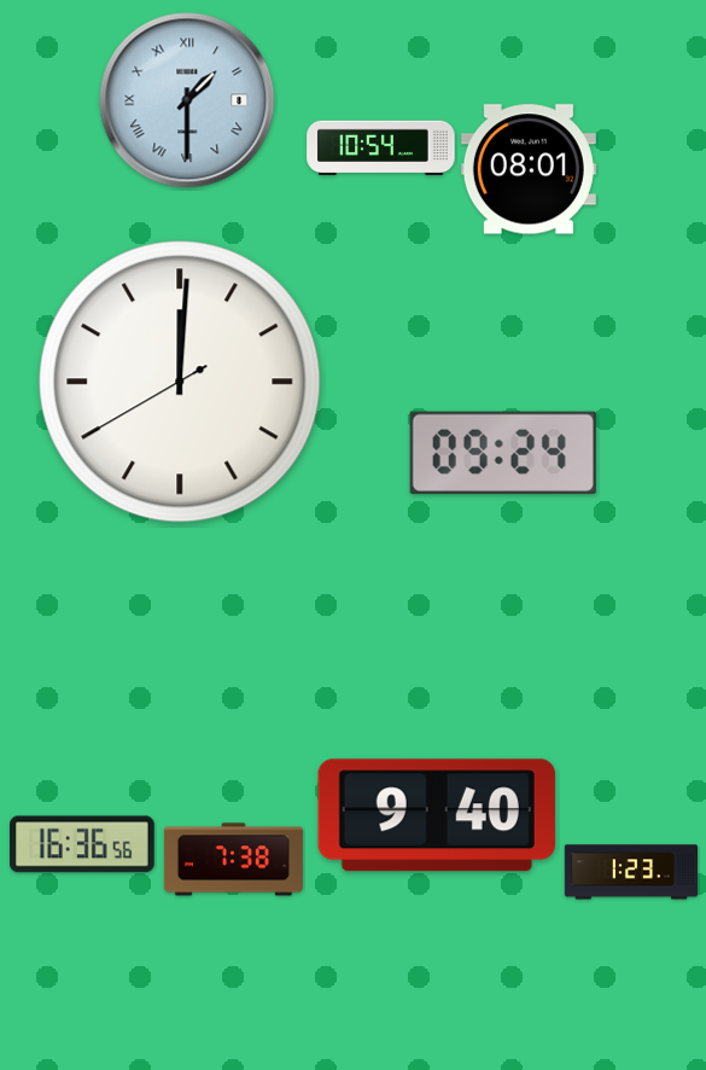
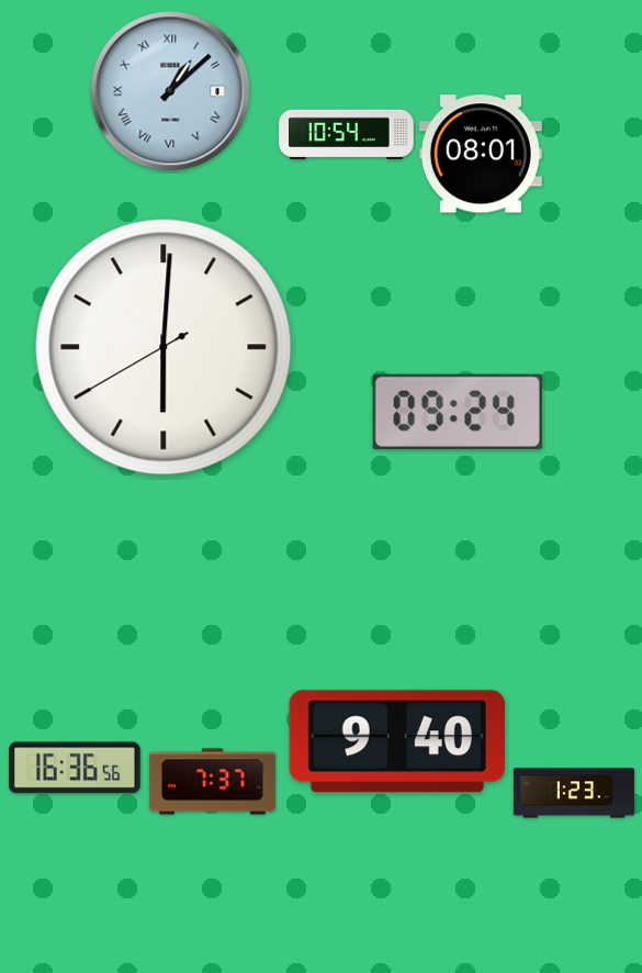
clock at (187, 100): 1:30 -> 1:08
clock at (180, 382): 12:00 -> 6:00
clock at (233, 860): 7:38 -> 7:37
